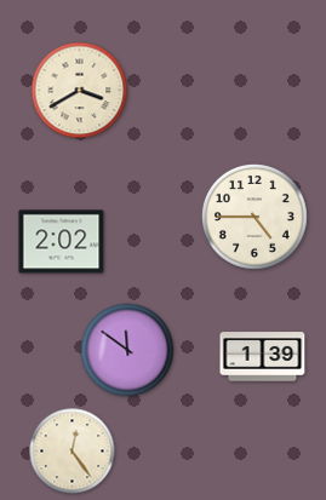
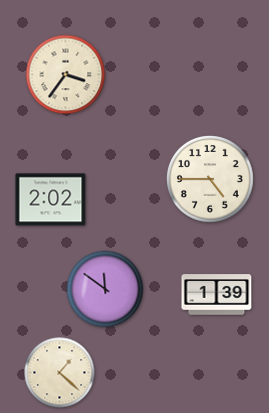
clock at (80, 91): 3:40 -> 3:36
clock at (73, 452): 12:24 -> 1:22
